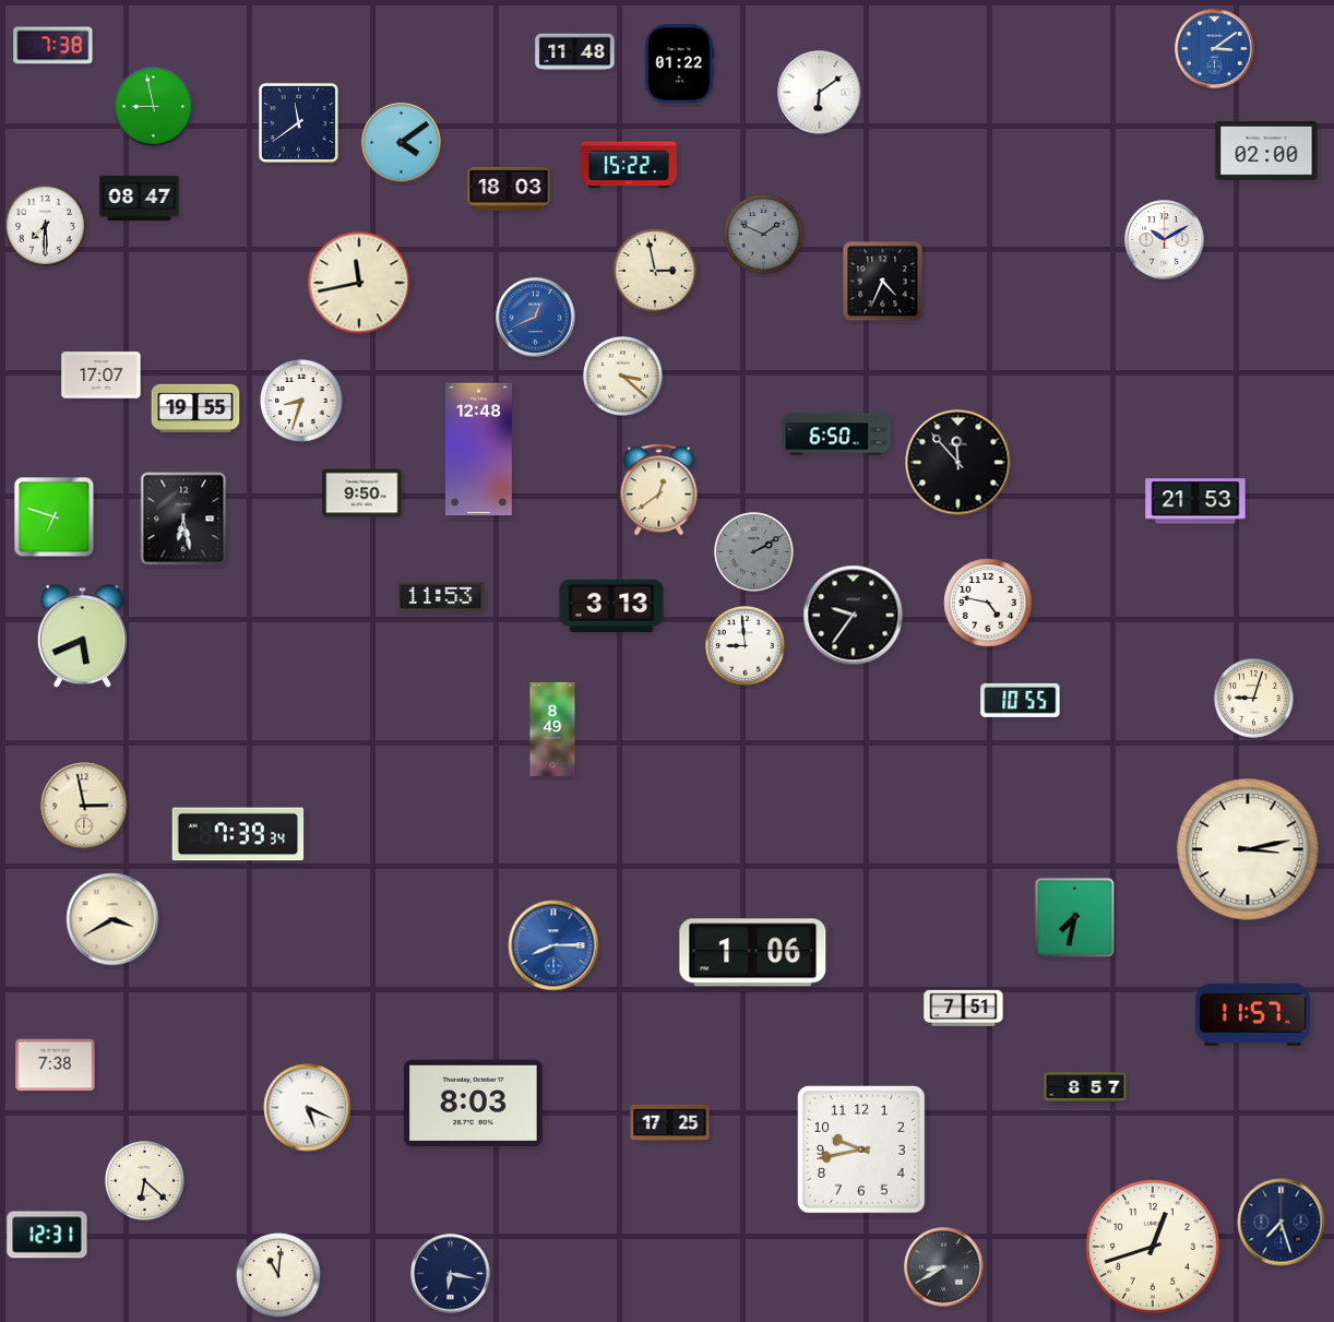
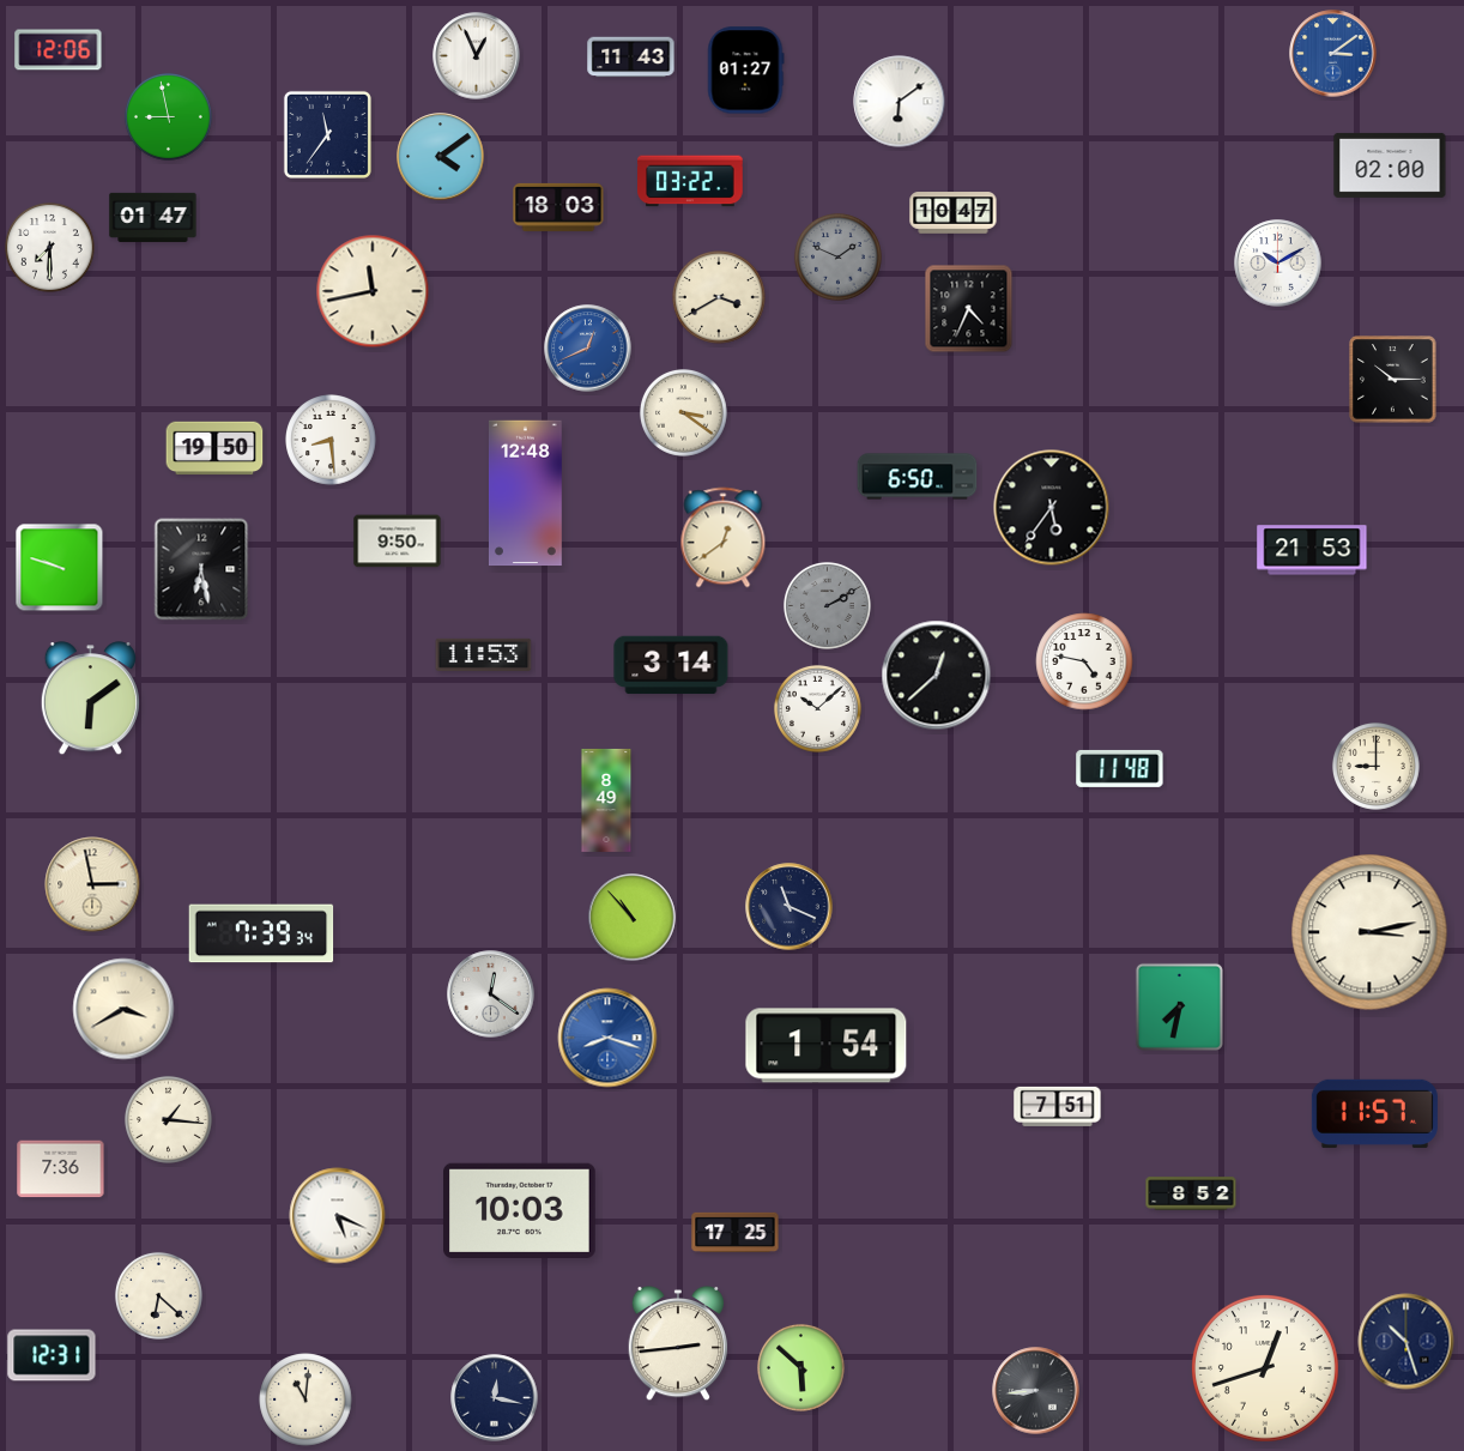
clock at (53, 46): 7:38 -> 12:06
clock at (477, 56): none -> 12:56
clock at (575, 52): 11:48 -> 11:43
clock at (680, 64): 01:22 -> 01:27
clock at (298, 122): 11:39 -> 11:36
clock at (630, 165): 15:22 -> 03:22
clock at (954, 213): none -> 10:47
clock at (140, 198): 08:47 -> 01:47
clock at (655, 271): 2:58 -> 3:40
clock at (359, 283) position: (359, 283) -> (373, 291)
clock at (1393, 380): none -> 10:15
clock at (102, 376): 17:07 -> none
clock at (622, 376): 3:22 -> 3:21
clock at (301, 401): 8:33 -> 8:29
clock at (195, 408): 19:55 -> 19:50
clock at (958, 463): 11:53 -> 5:36
clock at (55, 517): 6:48 -> 9:48
clock at (611, 606): 3:13 -> 3:14
clock at (854, 616): 9:36 -> 12:38
clock at (82, 636): 5:41 -> 6:09
clock at (745, 645): 8:59 -> 10:08
clock at (1253, 698): 9:03 -> 9:00
clock at (1021, 700): 10:55 -> 11:48
clock at (790, 907): none -> 11:19
clock at (238, 834) position: (238, 834) -> (261, 933)
clock at (633, 918): none -> 10:53
clock at (491, 994): none -> 12:21
clock at (553, 945): 8:15 -> 8:18
clock at (753, 953): 1:06 -> 1:54
clock at (168, 1119): none -> 1:16
clock at (56, 1065): 7:38 -> 7:36
clock at (1085, 1087): 8:57 -> 8:52
clock at (474, 1103): 8:03 -> 10:03
clock at (861, 1150): 9:43 -> none
clock at (1282, 1223): 7:27 -> 10:27
clock at (678, 1343): none -> 2:44
clock at (800, 1367): none -> 5:52
clock at (944, 1267): 8:40 -> 8:44
clock at (451, 1274): 6:17 -> 12:17
